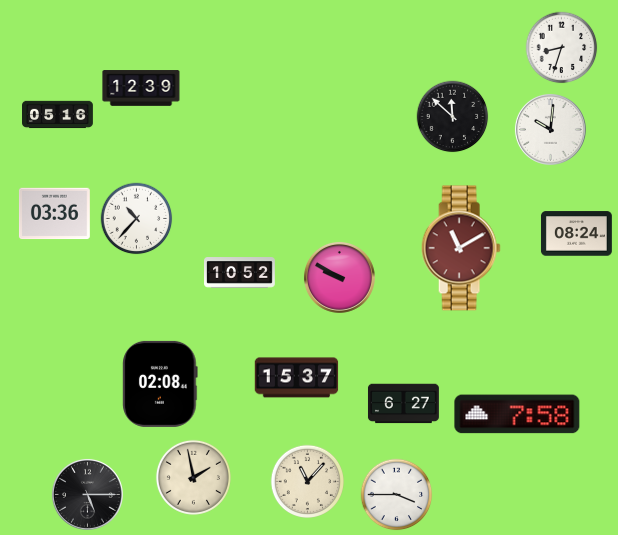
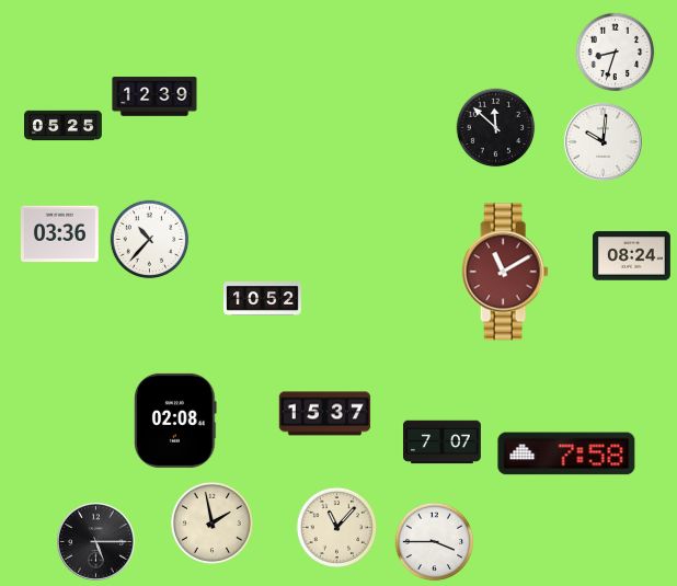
clock at (58, 115): 05:16 -> 05:25
clock at (339, 277): 9:50 -> none
clock at (404, 404): 6:27 -> 7:07
